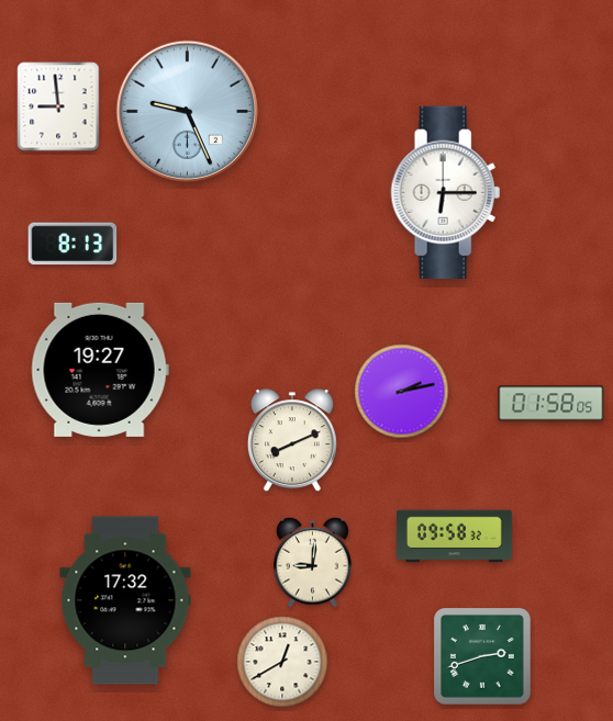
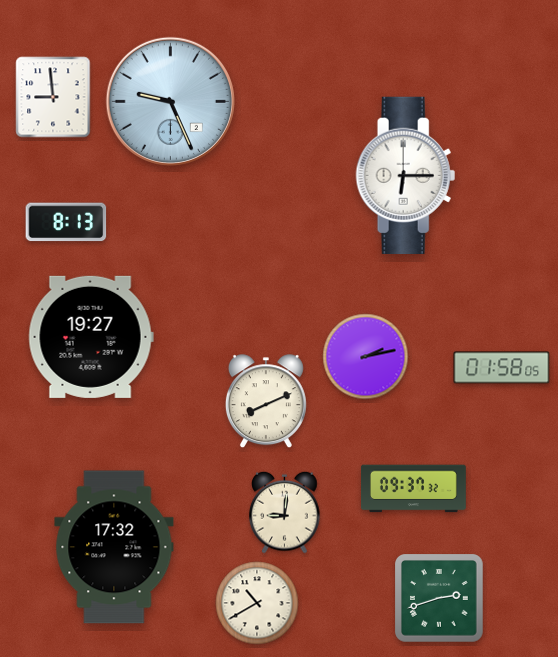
clock at (454, 537): 09:58 -> 09:37
clock at (282, 662): 12:40 -> 10:40
